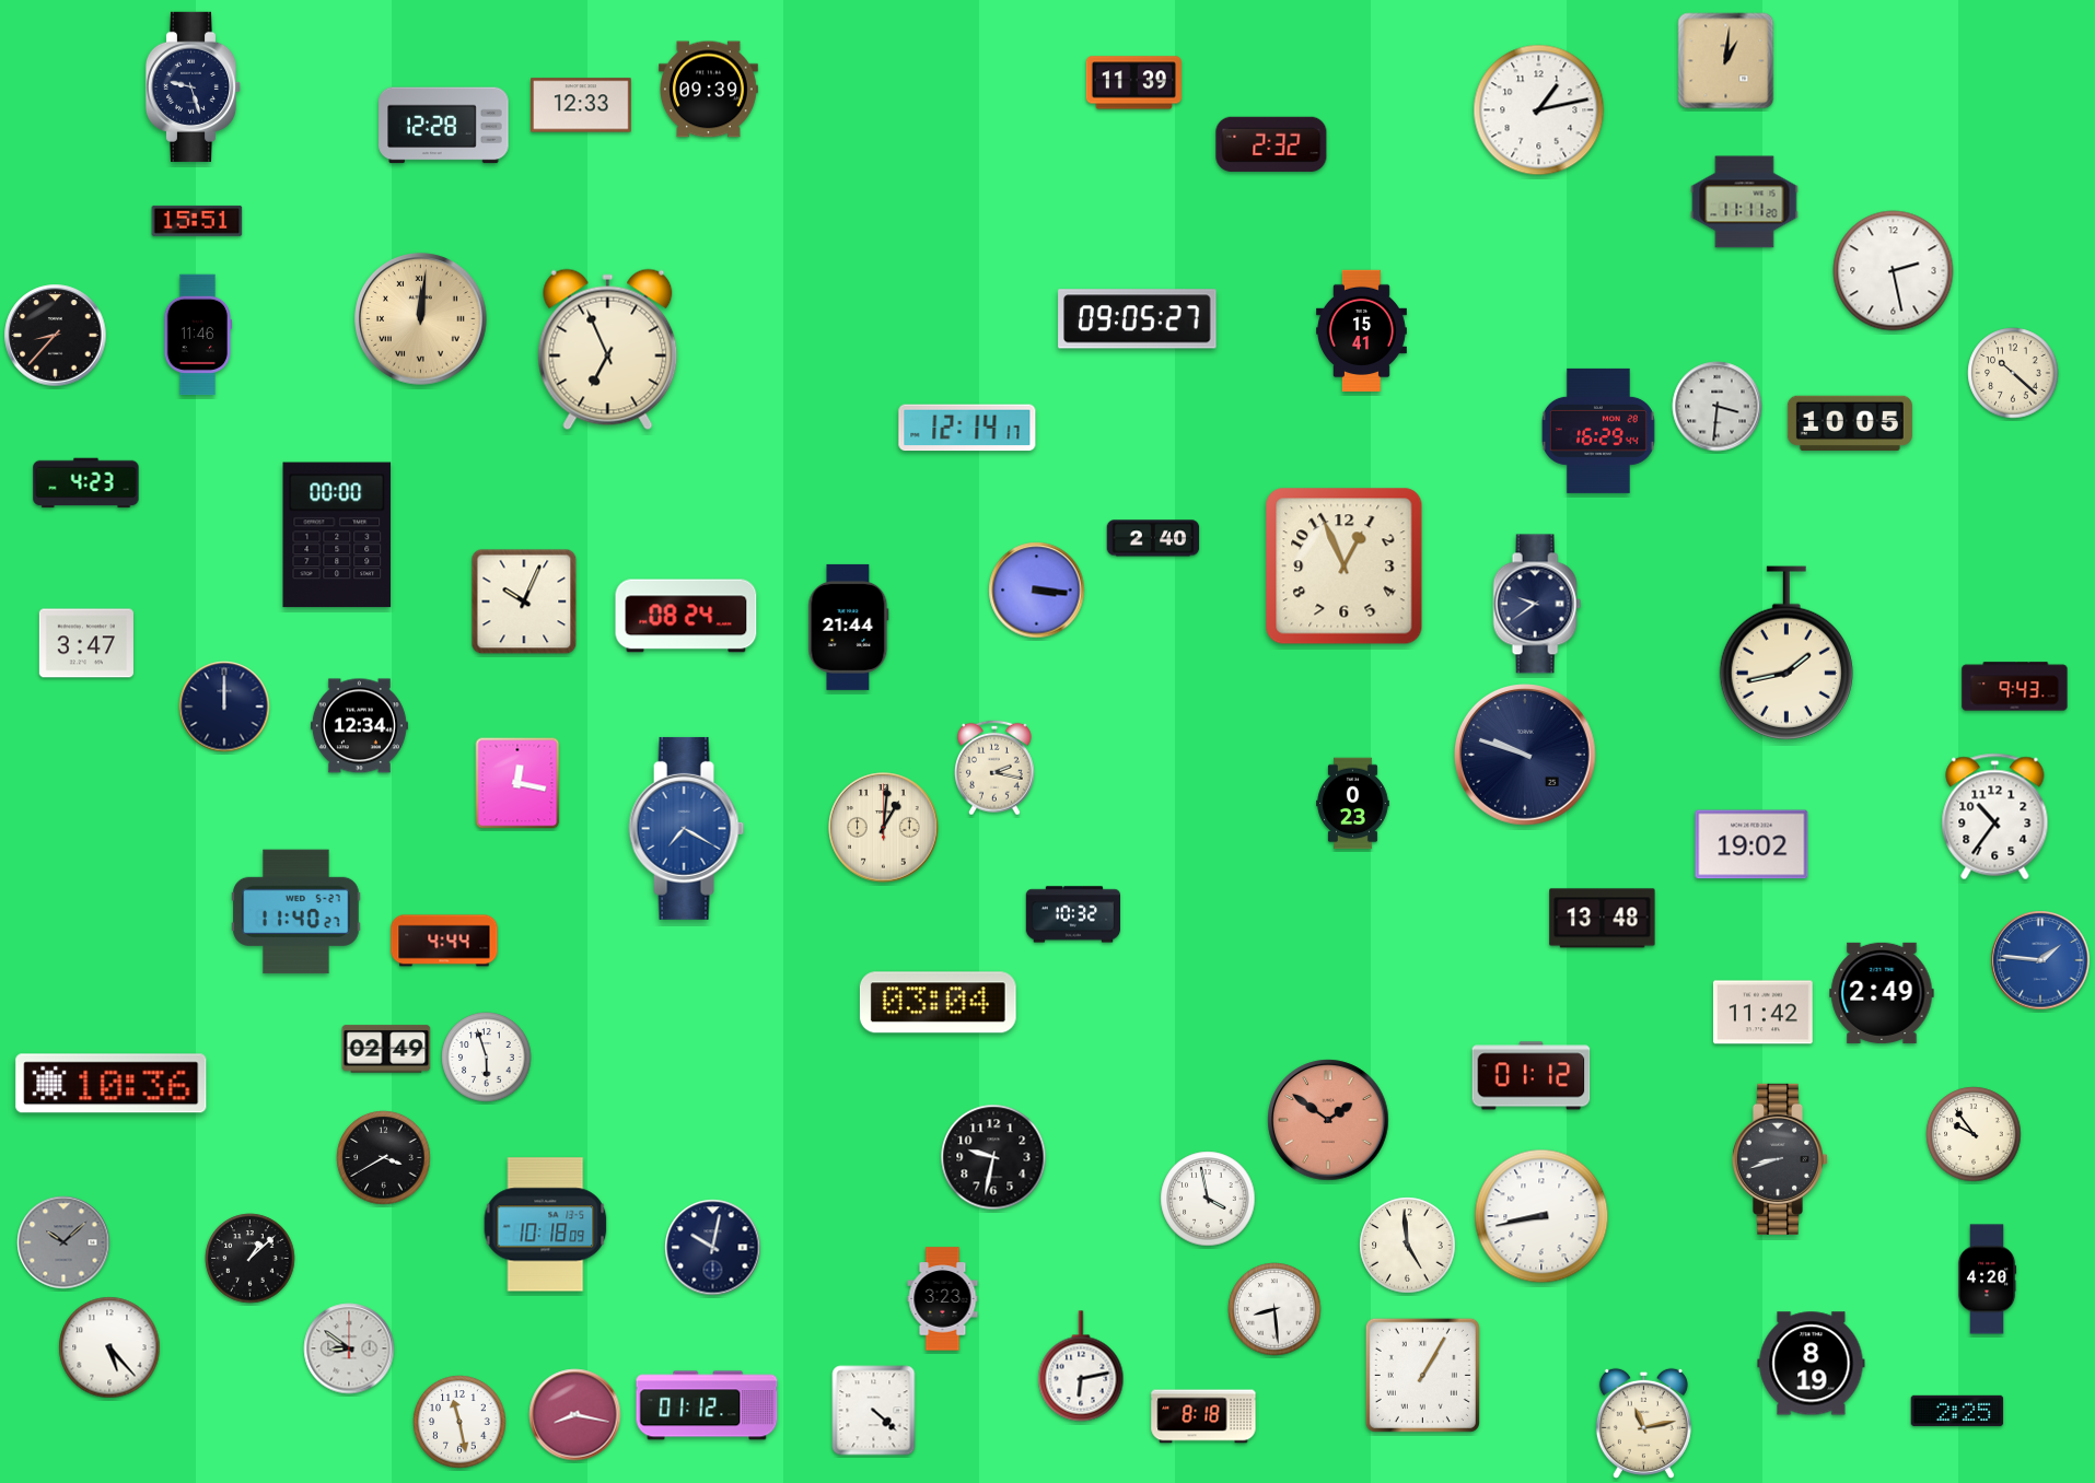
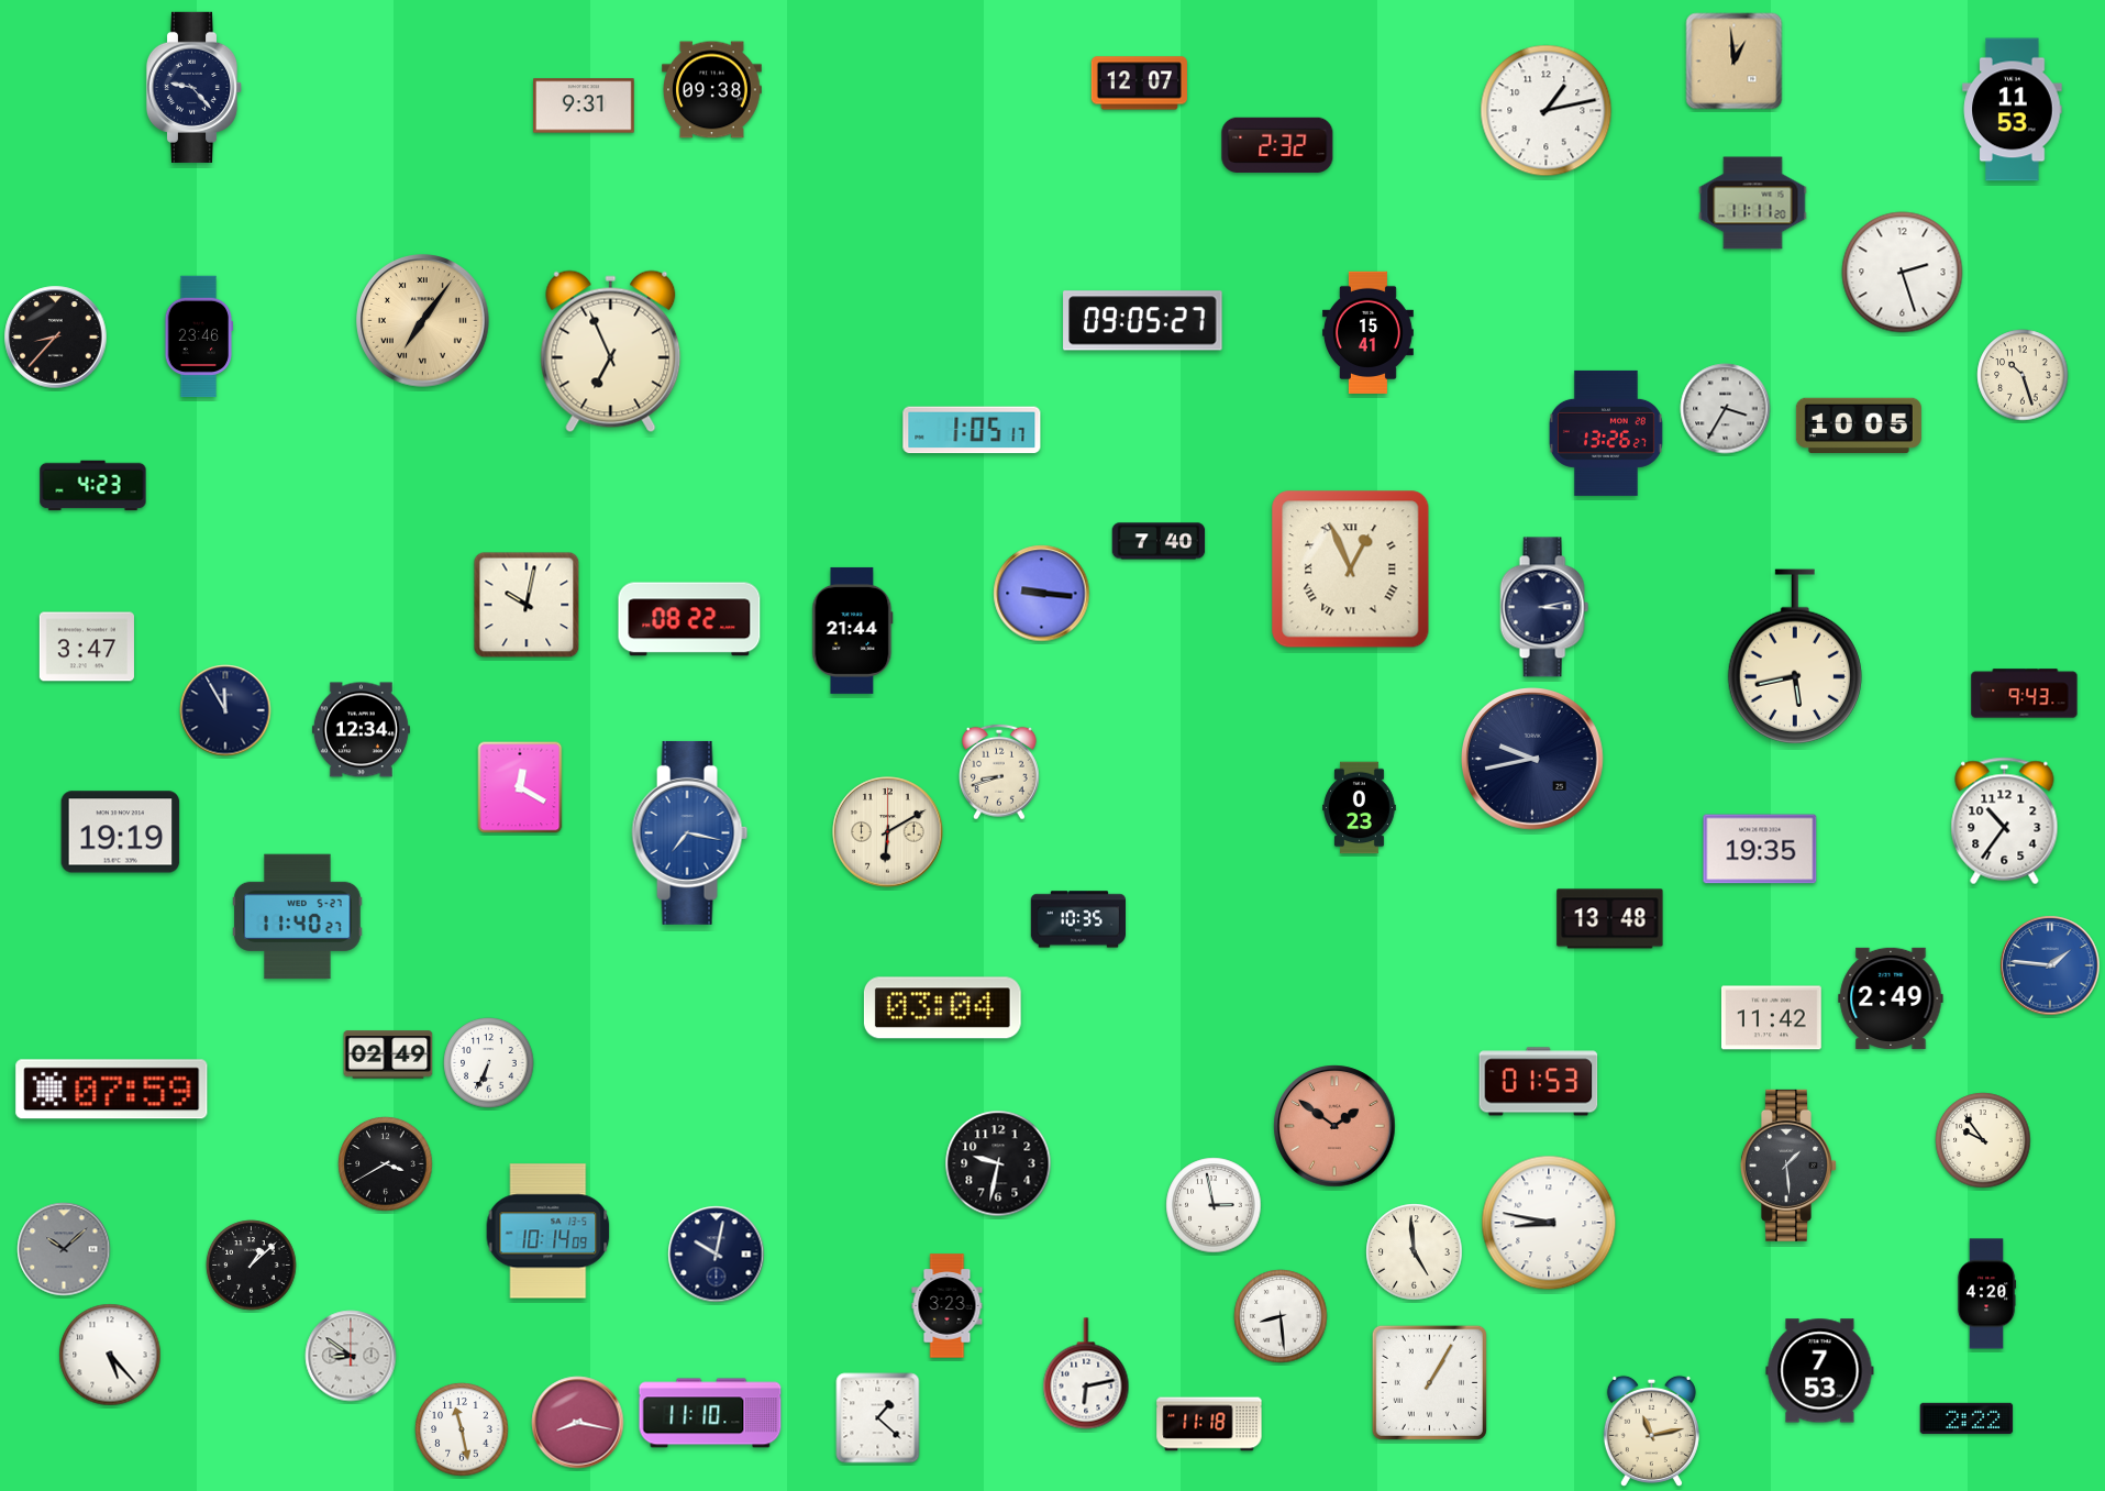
clock at (1726, 61): 1:01 -> 12:59
clock at (1133, 83): 11:39 -> 12:07
clock at (194, 86): 9:27 -> 9:23
clock at (709, 90): 09:39 -> 09:38
clock at (581, 105): 12:33 -> 9:31
clock at (2013, 110): none -> 11:53
clock at (444, 126): 12:28 -> none
clock at (197, 221): 15:51 -> none
clock at (1894, 271): 2:28 -> 2:27
clock at (421, 319): 12:01 -> 7:06
clock at (198, 335): 11:46 -> 23:46
clock at (2013, 373): 10:22 -> 10:27
clock at (1718, 407): 3:31 -> 3:35
clock at (967, 428): 12:14 -> 1:05
clock at (1598, 431): 16:29 -> 13:26
clock at (86, 483) position: (86, 483) -> (93, 486)
clock at (337, 535): 00:00 -> none
clock at (1153, 538): 2:40 -> 7:40
clock at (1345, 567) numerals: Arabic -> Roman
clock at (1037, 591): 3:16 -> 9:16
clock at (524, 602): 10:04 -> 10:02
clock at (1537, 604): 9:39 -> 3:13
clock at (686, 616): 08:24 -> 08:22
clock at (1786, 653): 1:43 -> 5:43
clock at (2015, 687) position: (2015, 687) -> (2025, 694)
clock at (224, 707): 12:00 -> 11:55
clock at (1526, 756): 9:48 -> 9:43
clock at (994, 768): 2:17 -> 8:42
clock at (517, 783): 12:17 -> 12:20
clock at (121, 832): none -> 19:19
clock at (687, 828): 7:20 -> 7:17
clock at (884, 828): 1:01 -> 6:10
clock at (1751, 844): 19:02 -> 19:35
clock at (1072, 914): 10:32 -> 10:35
clock at (1603, 919) position: (1603, 919) -> (1610, 919)
clock at (444, 941): 4:44 -> none
clock at (487, 1058): 5:57 -> 6:34
clock at (1532, 1076): 01:12 -> 01:53
clock at (112, 1084): 10:36 -> 07:59
clock at (1779, 1159): 8:42 -> 1:29
clock at (1208, 1199): 3:58 -> 2:58
clock at (1541, 1216): 8:43 -> 8:47
clock at (546, 1225): 10:18 -> 10:14
clock at (1987, 1280) position: (1987, 1280) -> (1986, 1294)
clock at (1812, 1364): 8:19 -> 7:53
clock at (707, 1405): 01:12 -> 11:10
clock at (1957, 1410): 2:25 -> 2:22
clock at (874, 1411): 4:22 -> 1:22
clock at (1203, 1416): 8:18 -> 11:18
